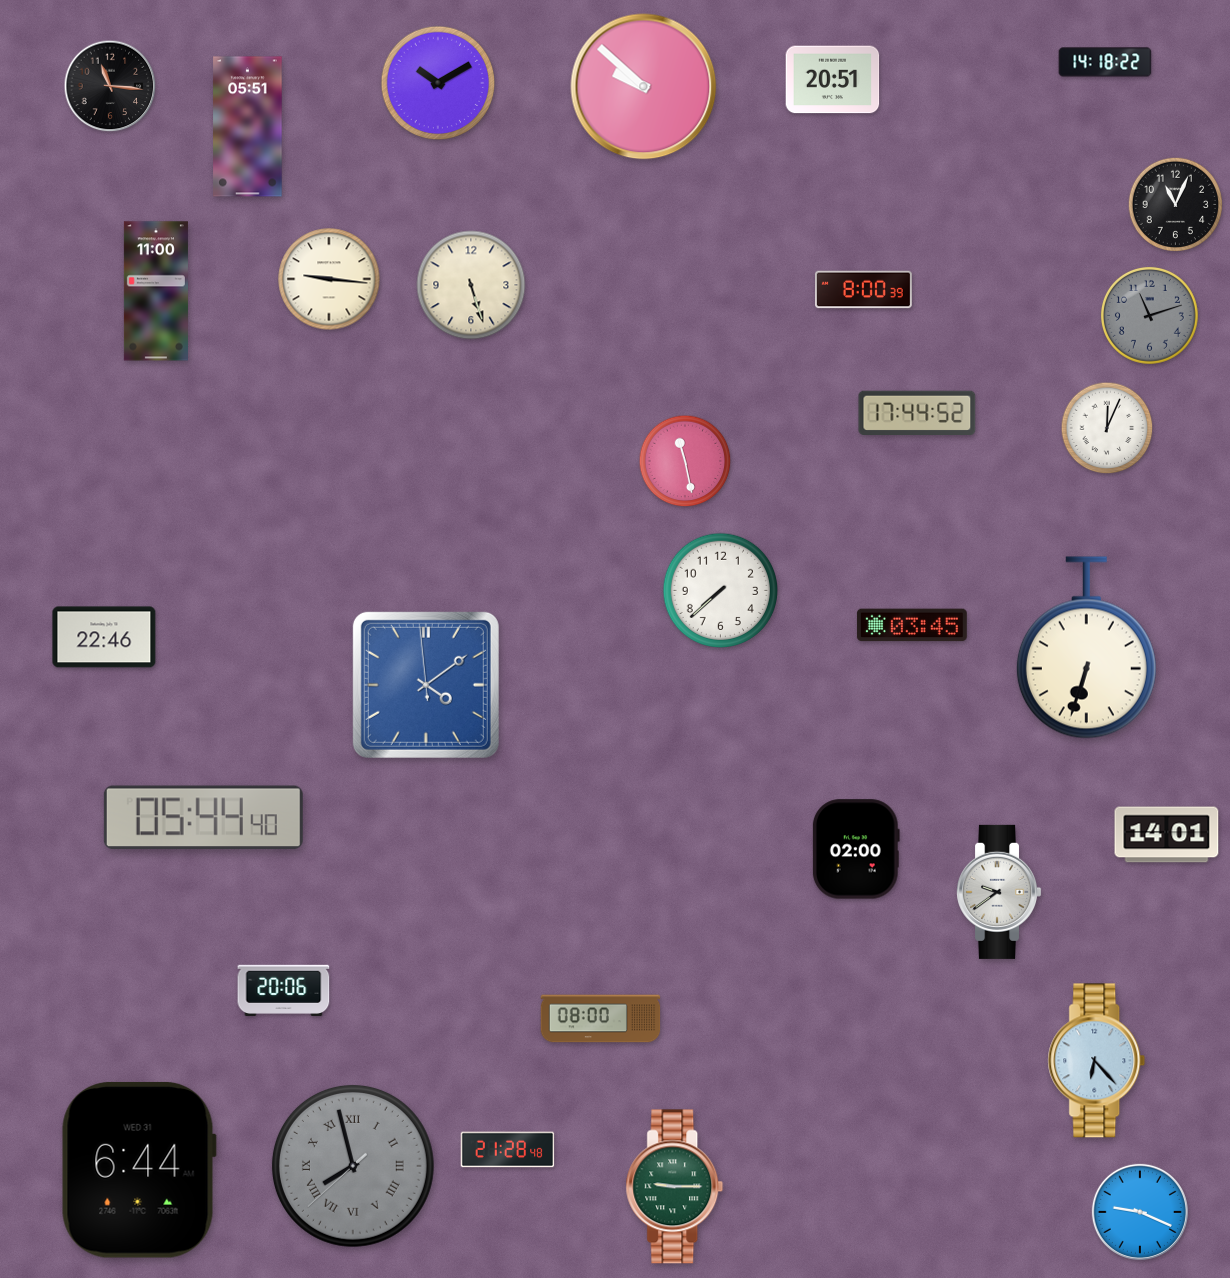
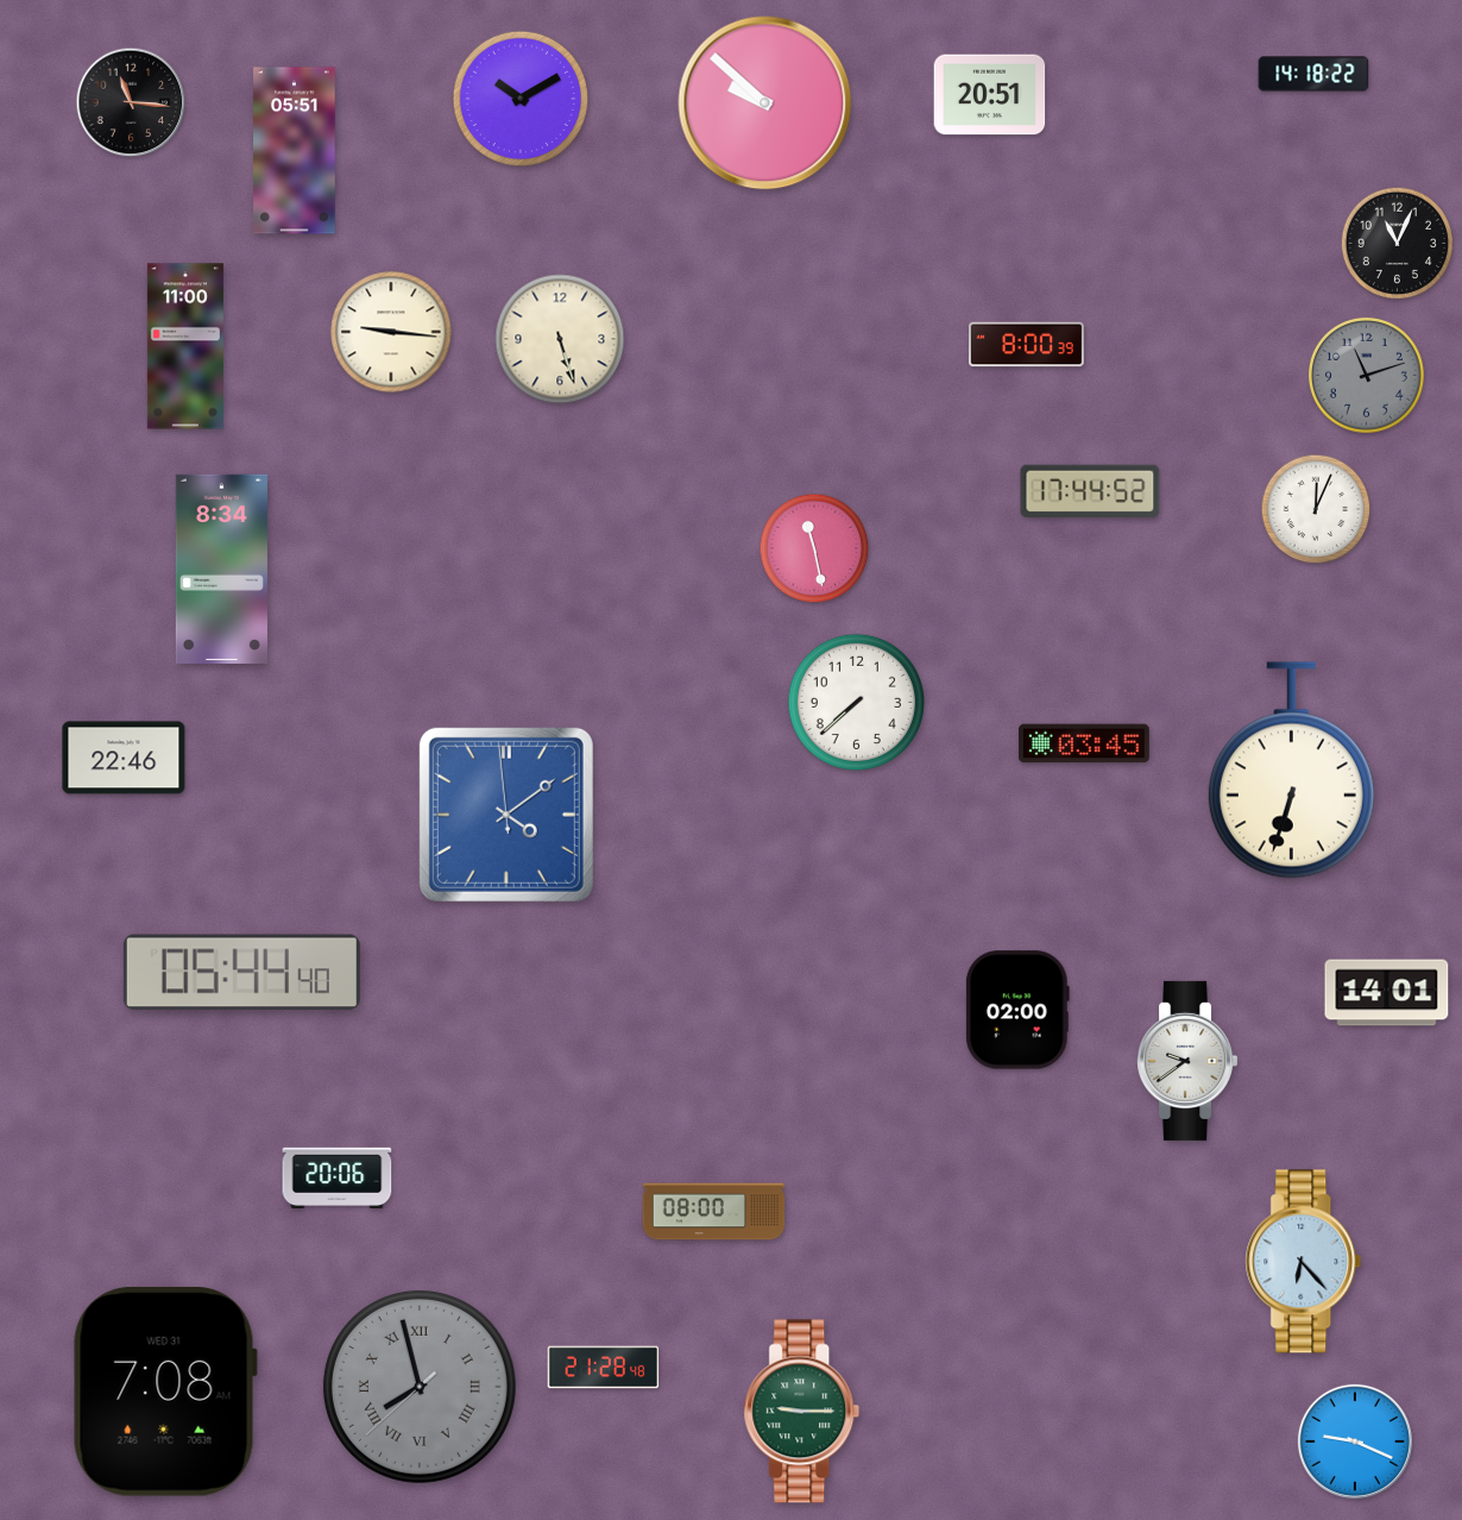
clock at (221, 569): none -> 8:34
clock at (139, 1170): 6:44 -> 7:08
